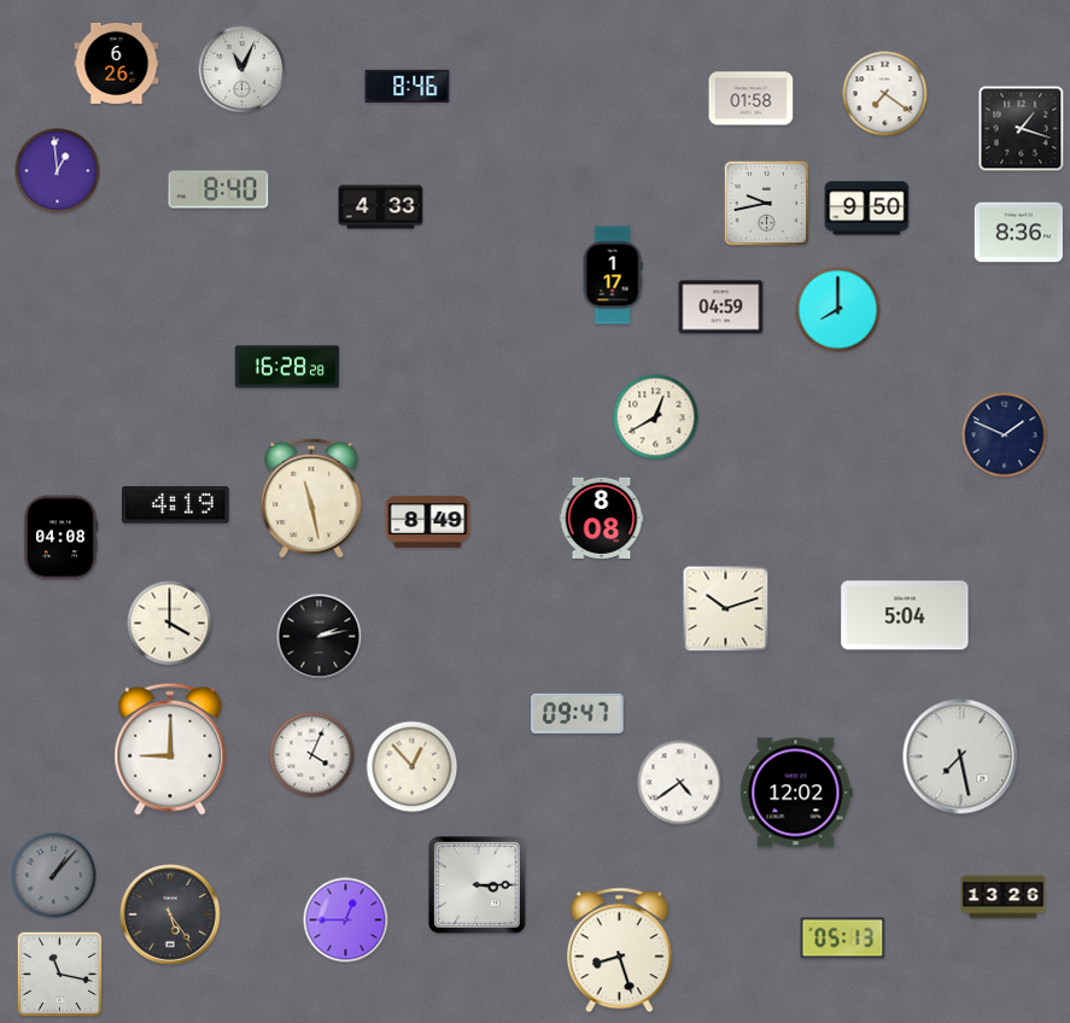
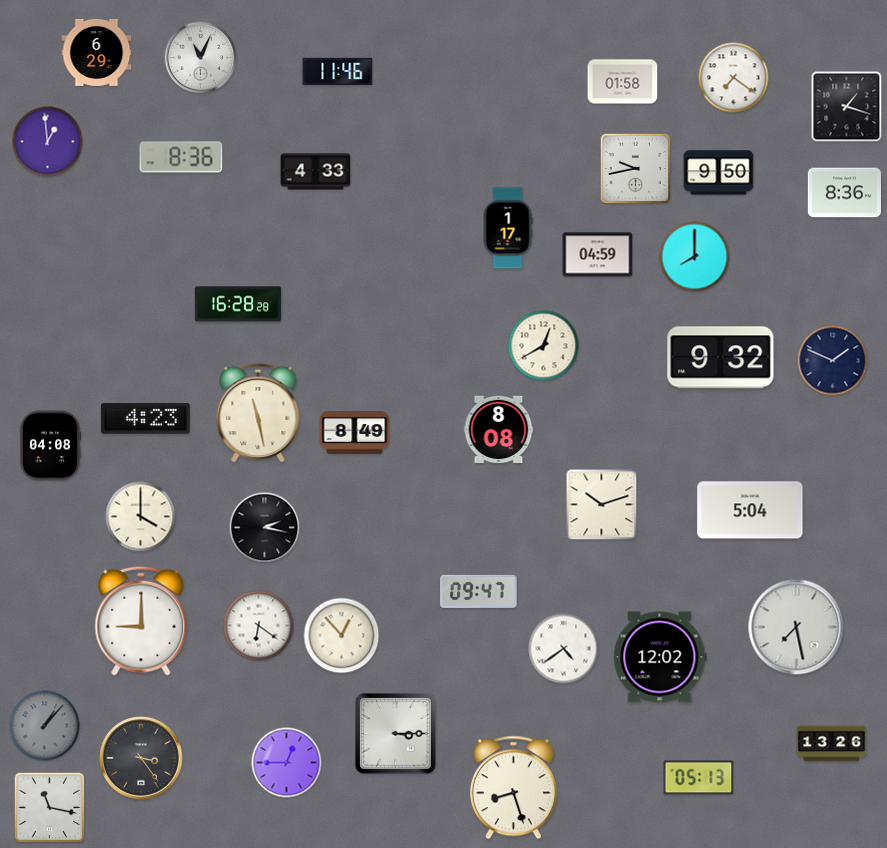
clock at (117, 63): 6:26 -> 6:29
clock at (408, 86): 8:46 -> 11:46
clock at (218, 189): 8:40 -> 8:36
clock at (721, 358): none -> 9:32
clock at (175, 505): 4:19 -> 4:23
clock at (320, 637): 2:13 -> 2:17
clock at (312, 755): 4:04 -> 6:21
clock at (170, 914): 5:24 -> 3:24
